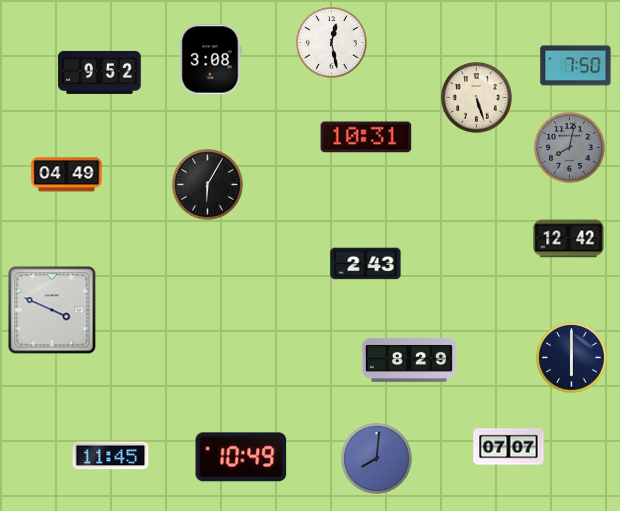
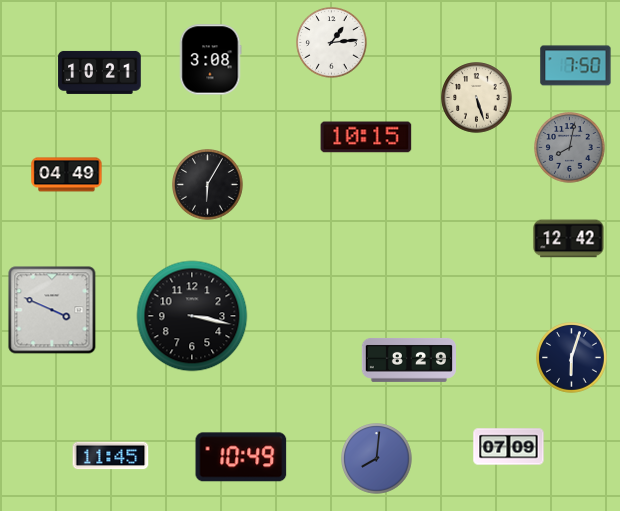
clock at (332, 43): 12:28 -> 1:14
clock at (100, 72): 9:52 -> 10:21
clock at (366, 137): 10:31 -> 10:15
clock at (366, 264): 2:43 -> none
clock at (192, 316): none -> 3:17
clock at (572, 358): 6:00 -> 6:03
clock at (509, 447): 07:07 -> 07:09
